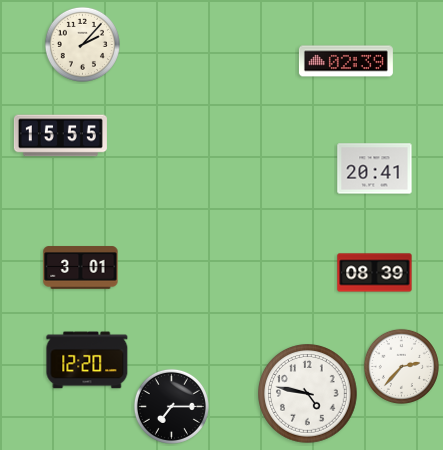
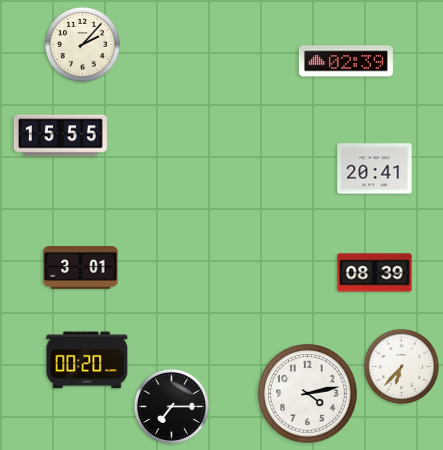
clock at (87, 360): 12:20 -> 00:20
clock at (401, 366): 2:37 -> 6:37
clock at (308, 394): 4:47 -> 4:13
